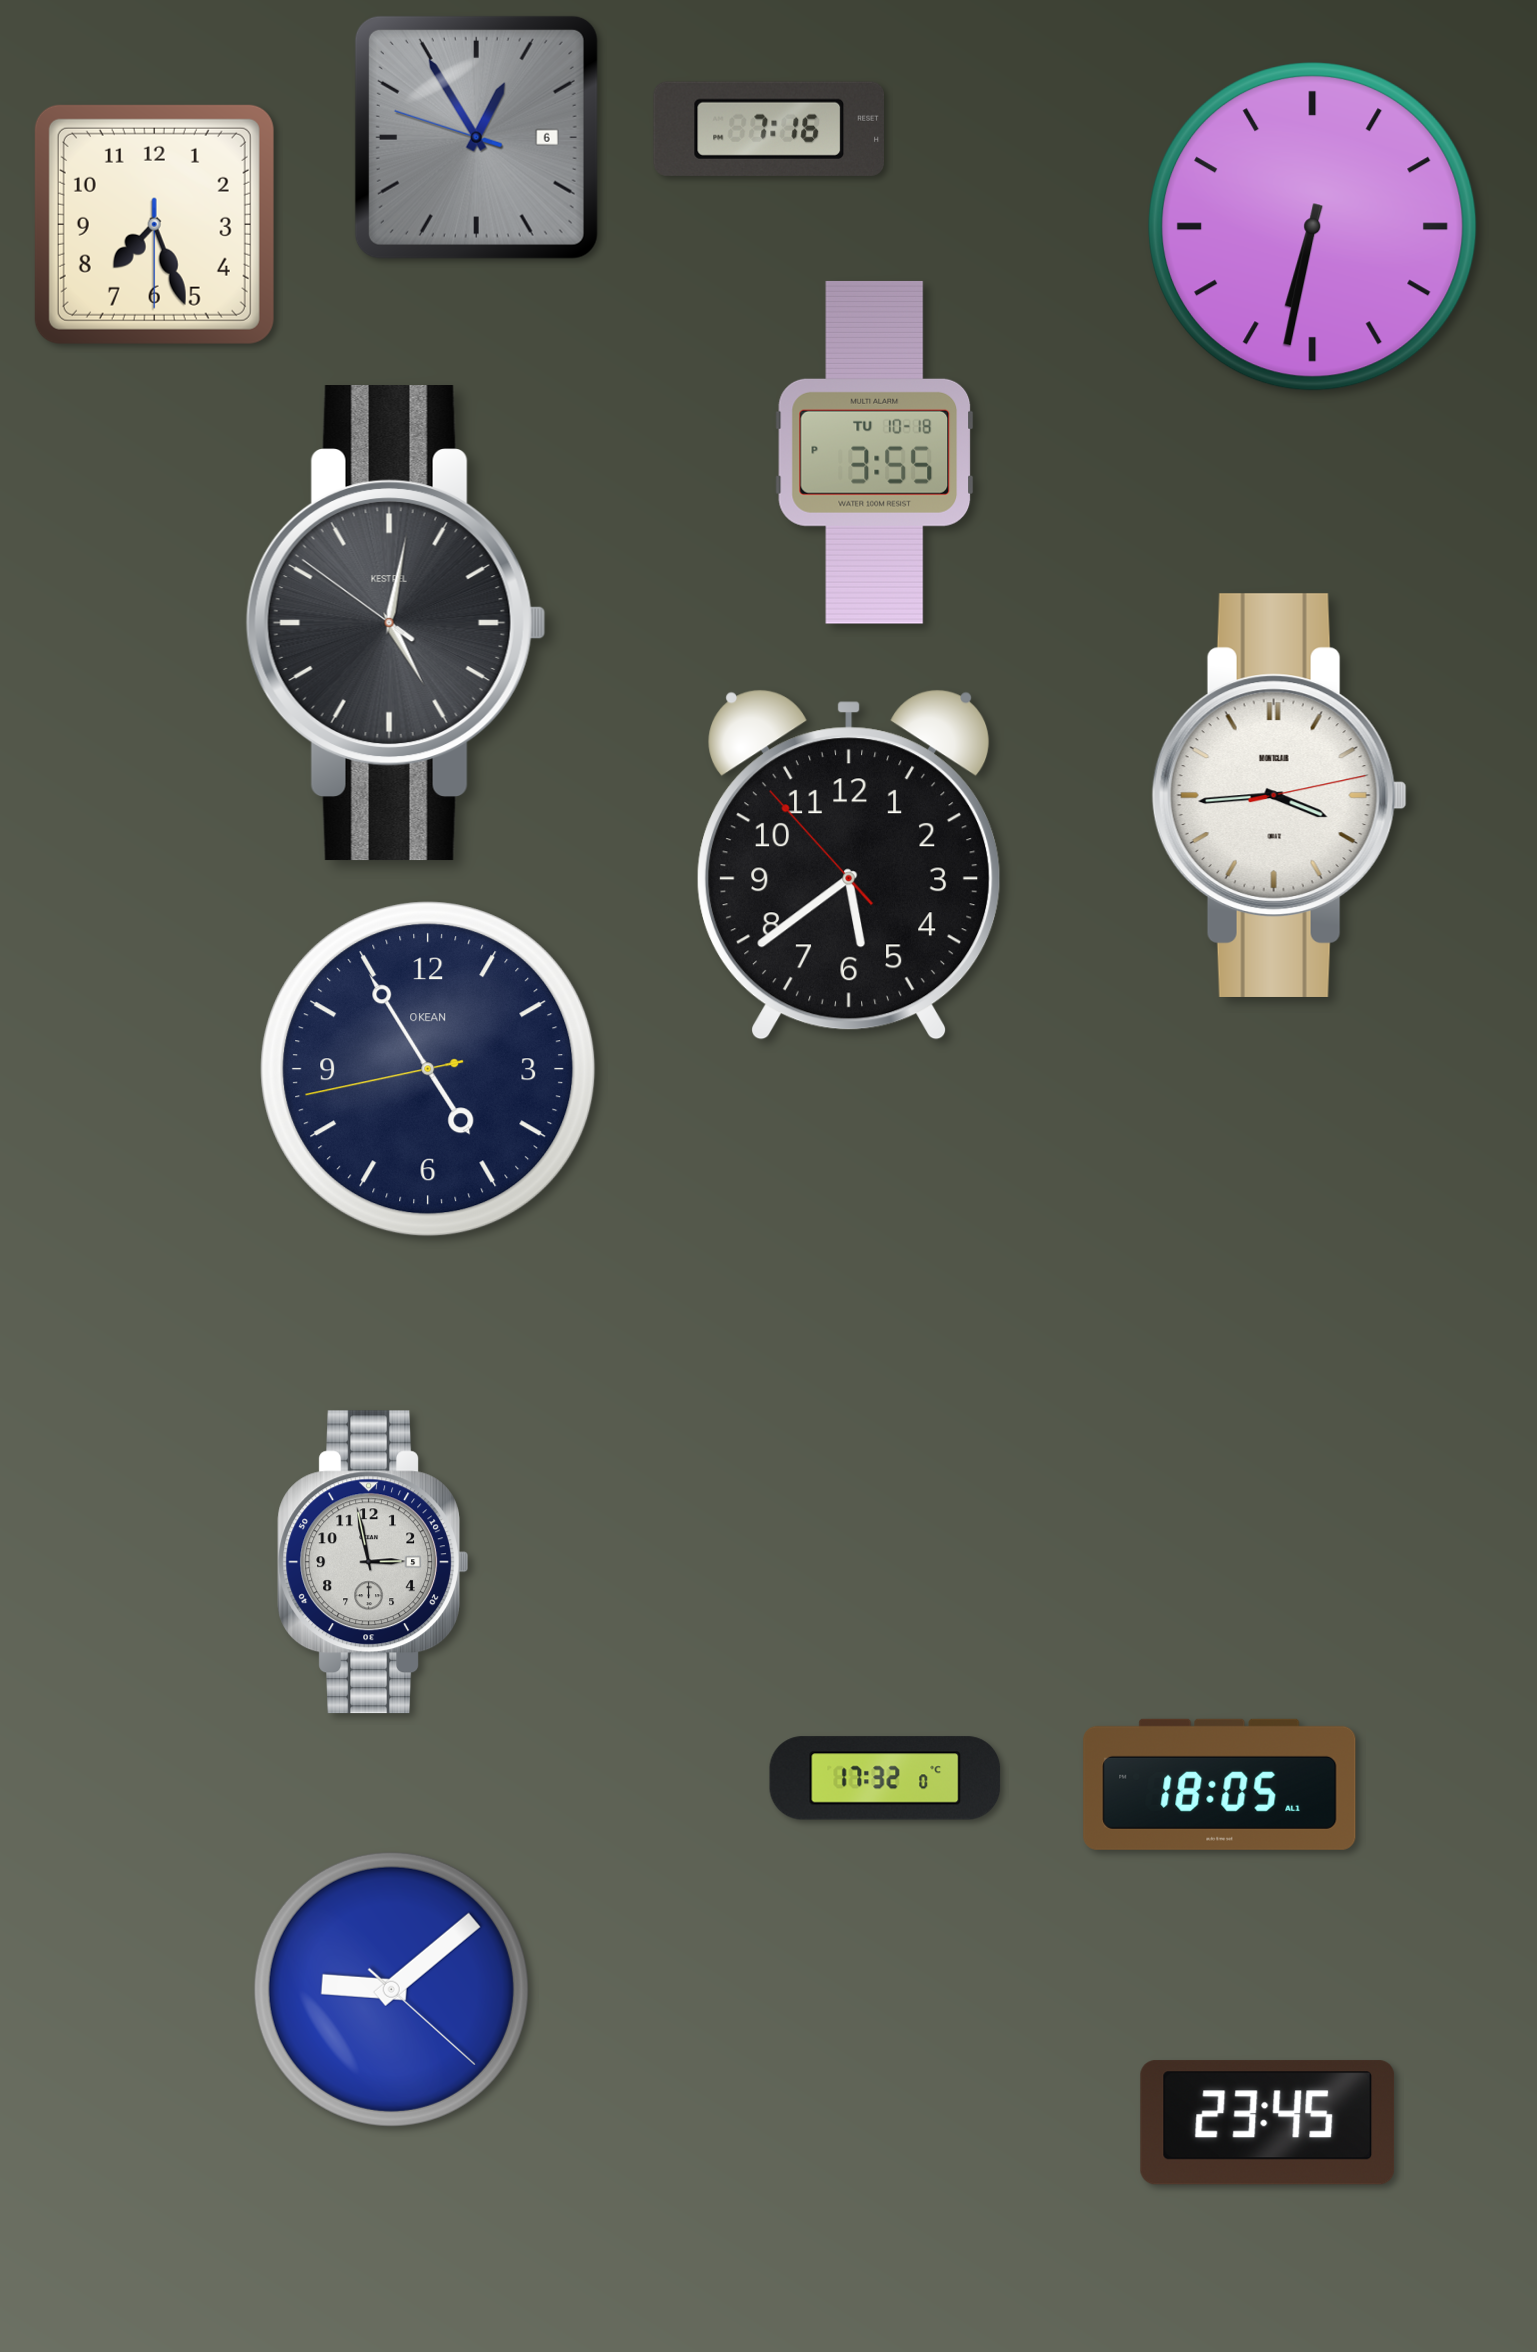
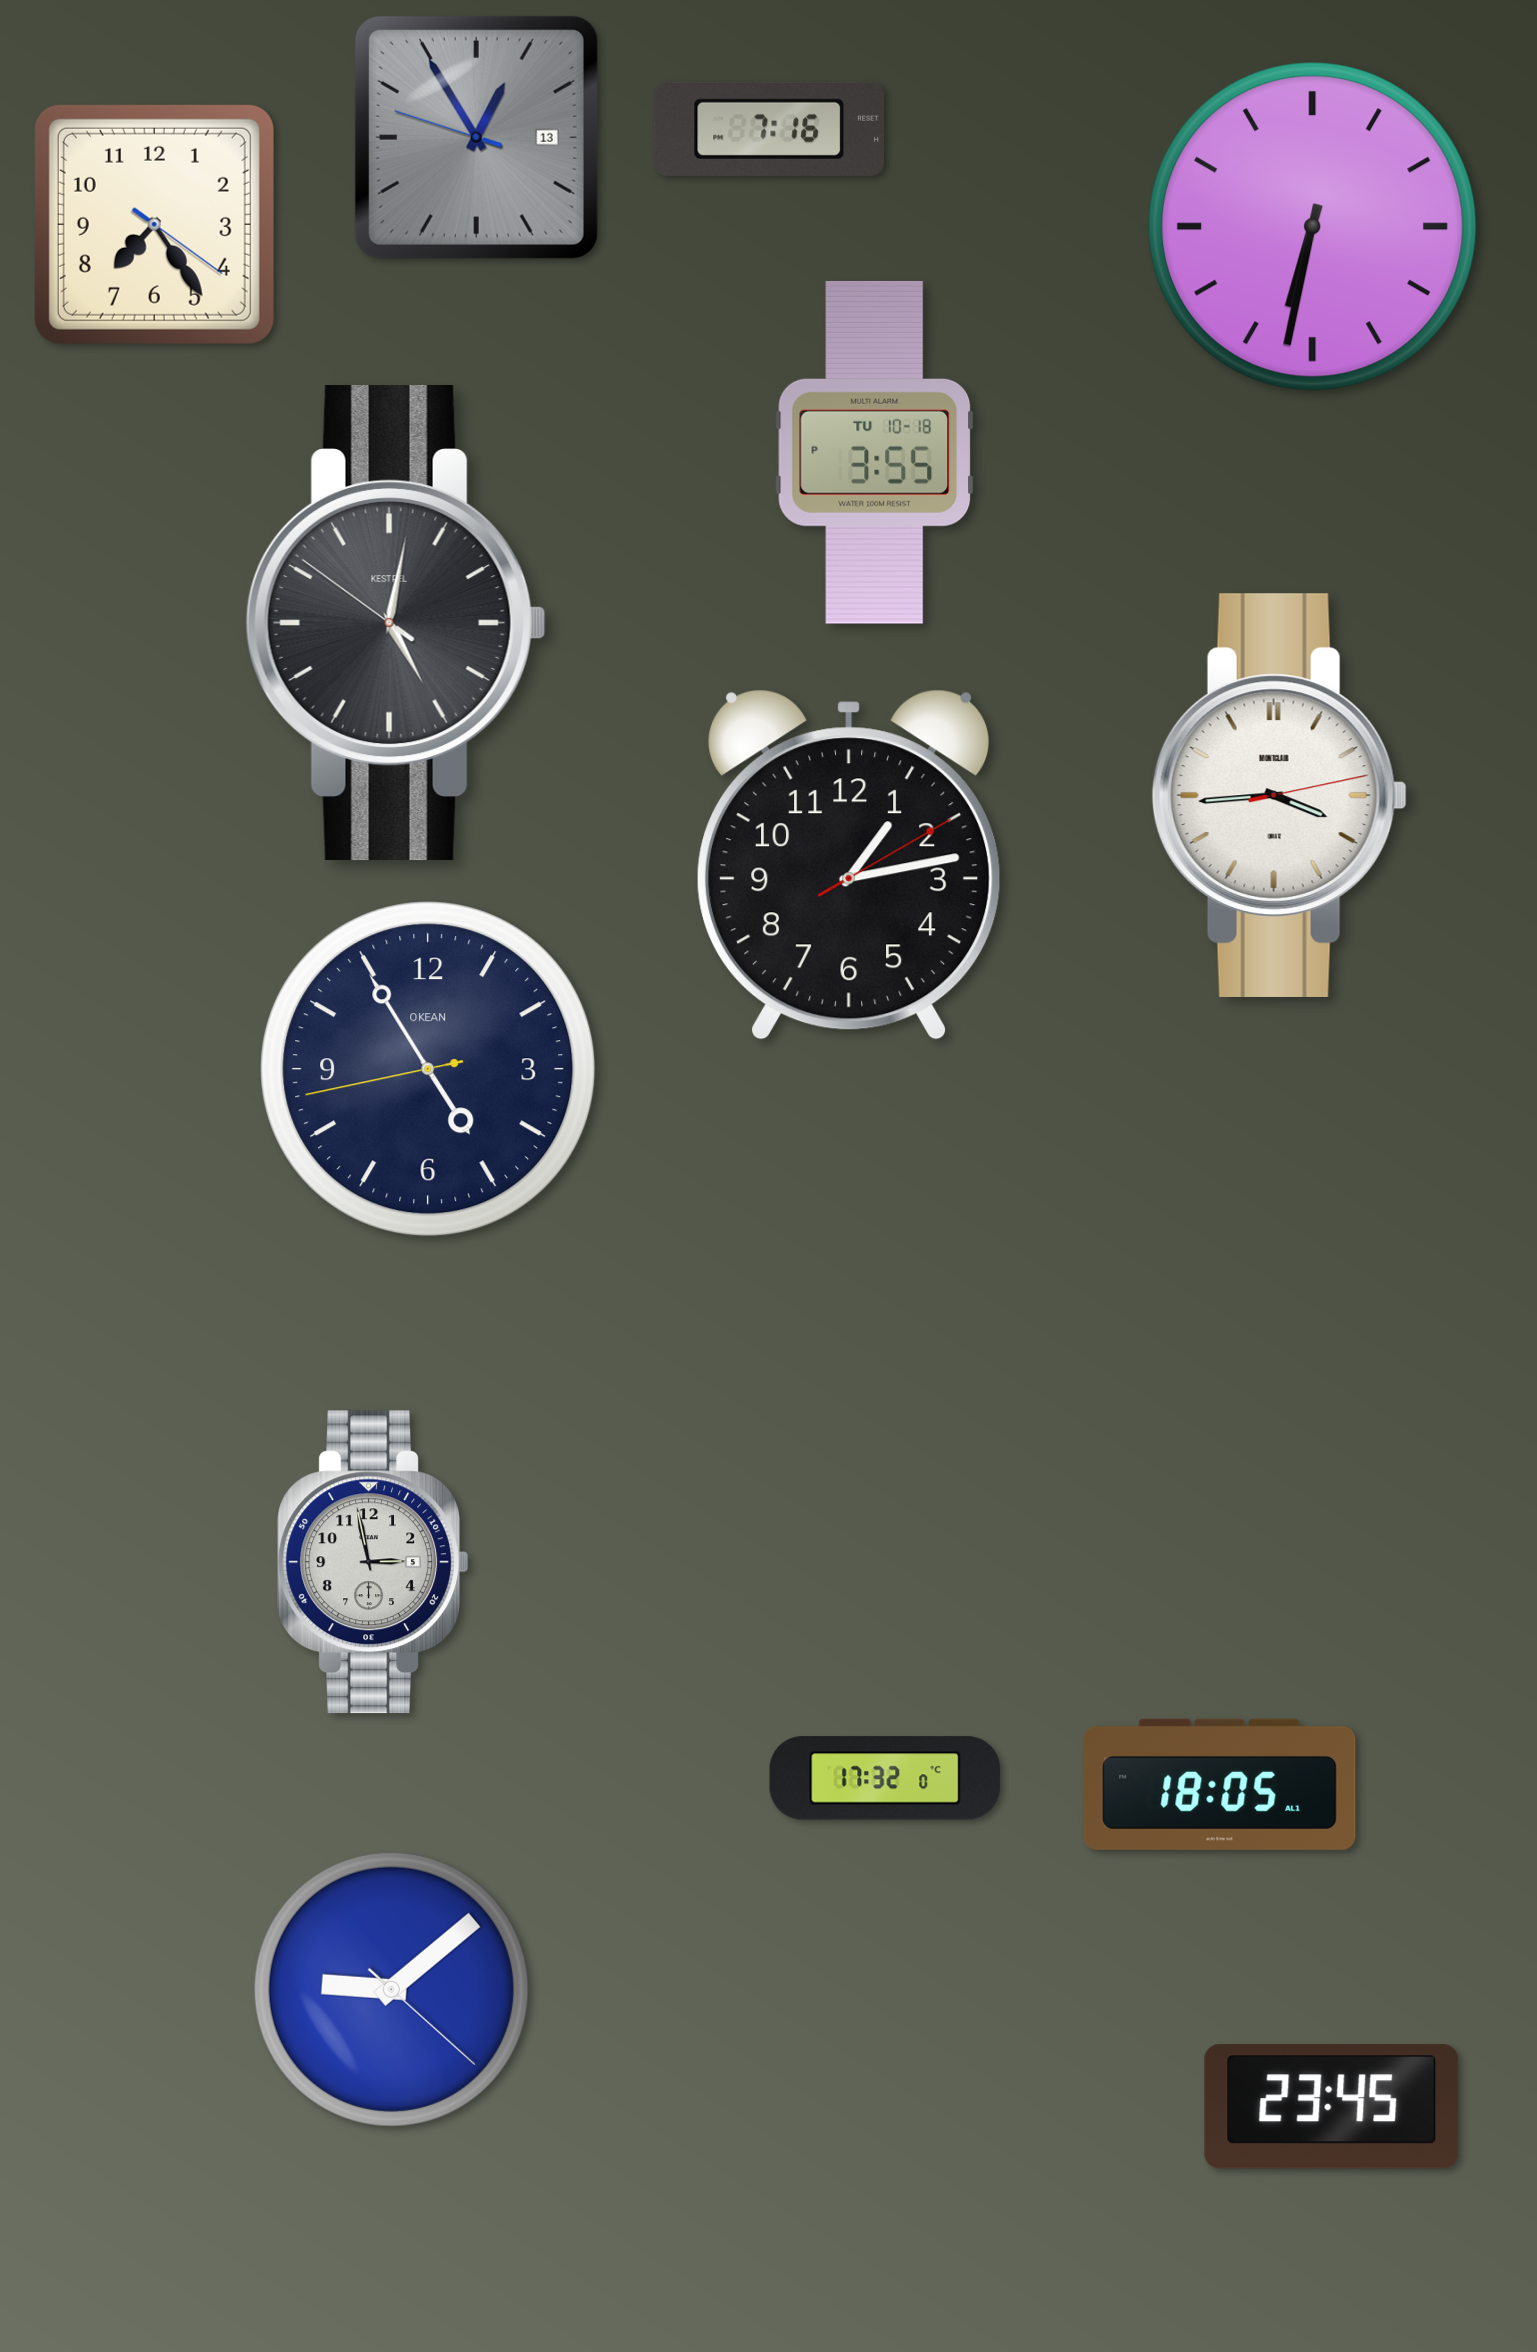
clock at (476, 137) date: 6 -> 13
clock at (154, 224): 7:26 -> 7:24
clock at (850, 865): 5:38 -> 1:13
clock at (1268, 2123) position: (1268, 2123) -> (1332, 2107)
